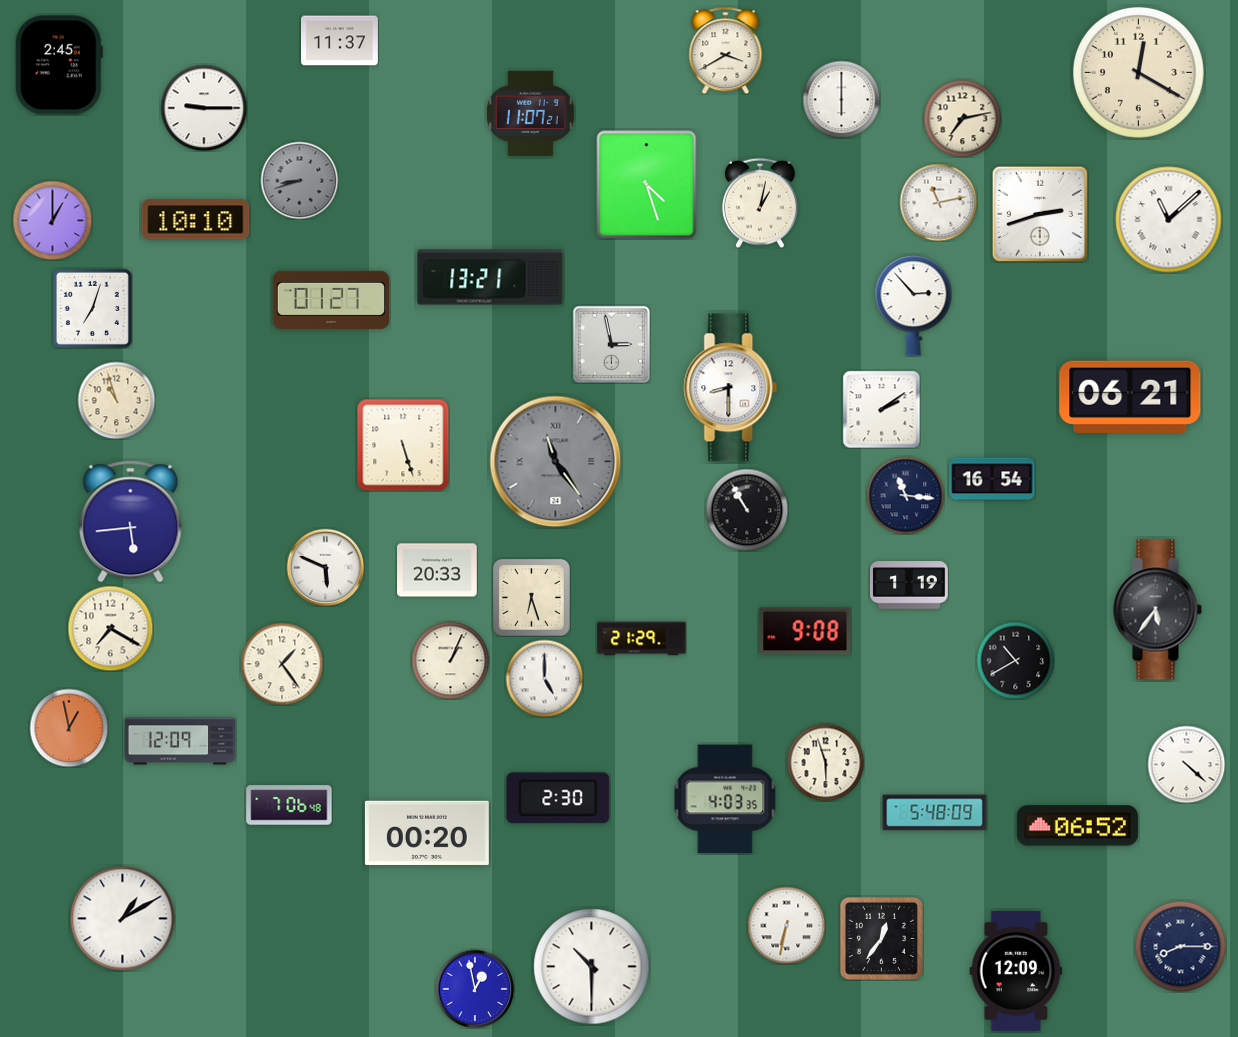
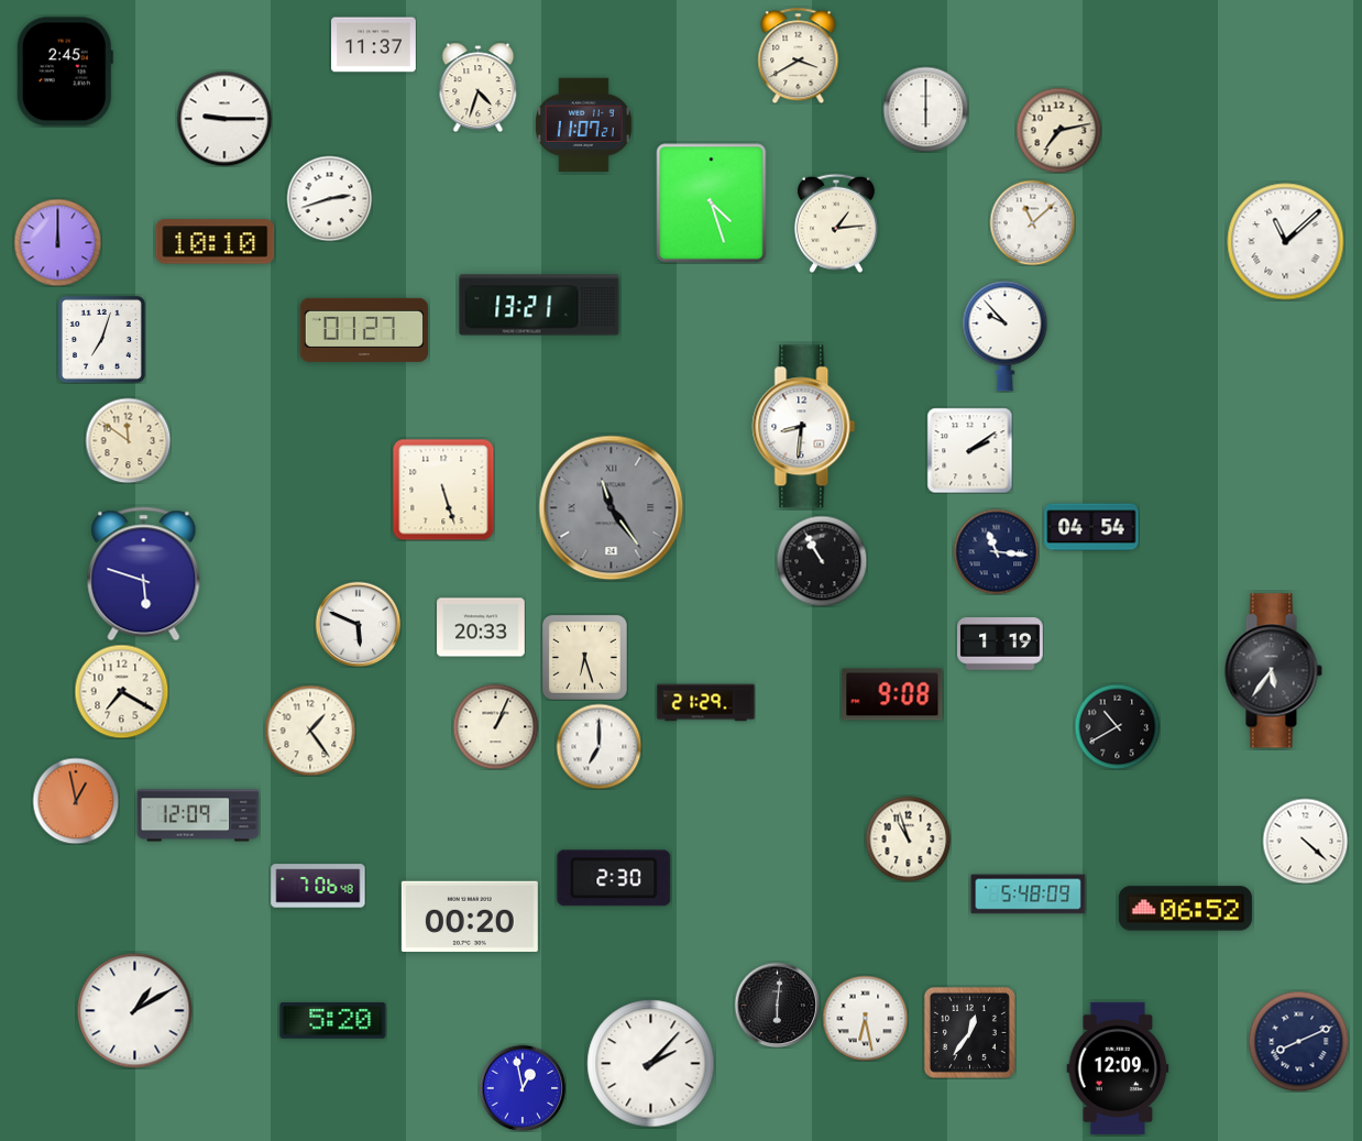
clock at (1138, 72): 12:20 -> none
clock at (479, 87): none -> 4:33
clock at (299, 180): 8:42 -> 2:42
clock at (299, 180) dial: grey -> white
clock at (938, 202): 11:13 -> 11:08
clock at (760, 203): 1:02 -> 1:14
clock at (1040, 214): 2:42 -> none
clock at (52, 220): 1:00 -> 12:00
clock at (914, 306): 2:53 -> 9:53
clock at (611, 344): 2:58 -> none
clock at (731, 388): 8:30 -> 8:31
clock at (1130, 397): 06:21 -> none
clock at (116, 400): 10:57 -> 11:51
clock at (992, 479): 16:54 -> 04:54
clock at (905, 495) position: (905, 495) -> (996, 551)
clock at (131, 522): 5:44 -> 5:48
clock at (805, 631) position: (805, 631) -> (892, 694)
clock at (544, 678): 5:00 -> 7:00
clock at (825, 762): 5:57 -> 10:57
clock at (725, 799): 4:03 -> none
clock at (777, 1005): none -> 6:01
clock at (786, 925): 6:32 -> 6:28
clock at (333, 1021): none -> 5:20
clock at (1180, 946): 8:15 -> 8:11
clock at (592, 967): 10:30 -> 2:07
